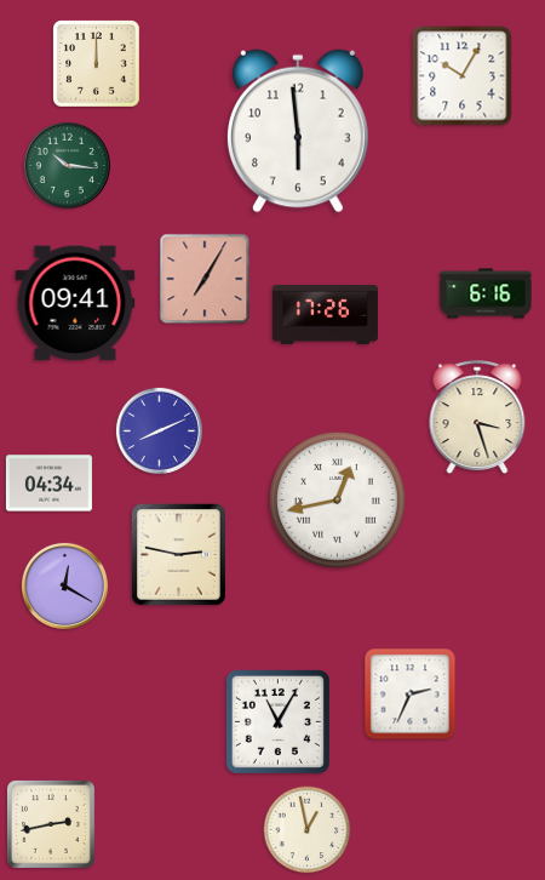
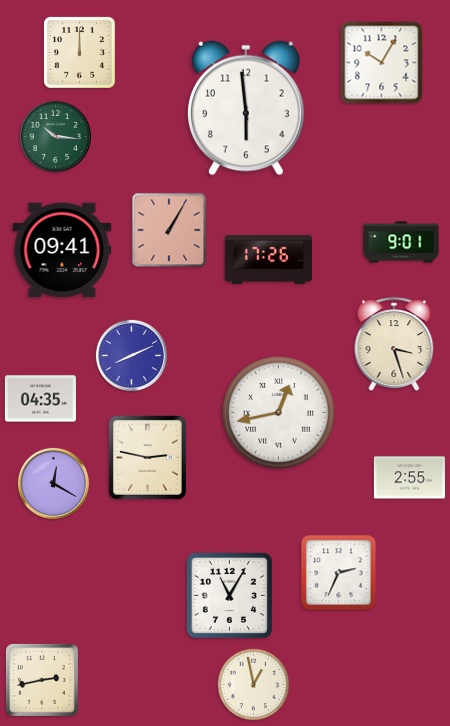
clock at (205, 279): 7:05 -> 1:05
clock at (486, 293): 6:16 -> 9:01
clock at (48, 484): 04:34 -> 04:35
clock at (409, 478): none -> 2:55
